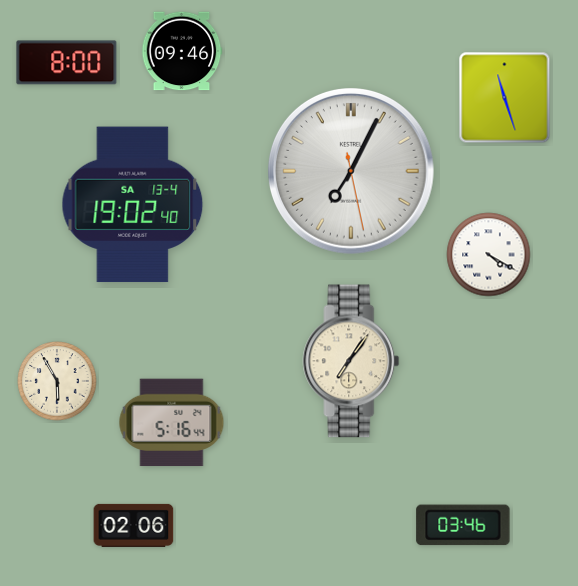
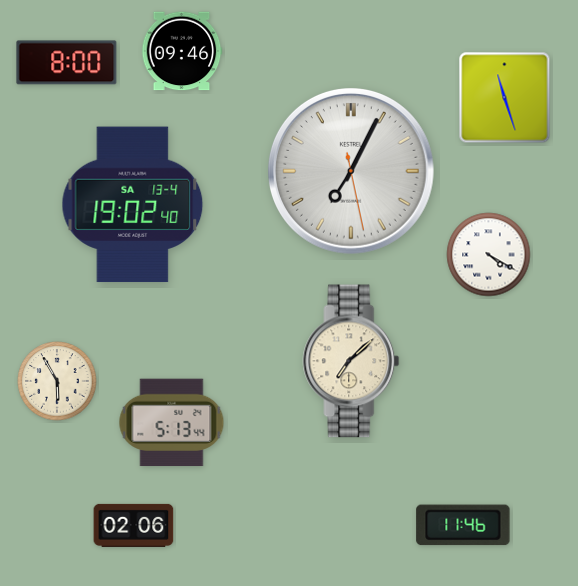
clock at (351, 361): 7:06 -> 7:08
clock at (172, 423): 5:16 -> 5:13
clock at (463, 525): 03:46 -> 11:46
